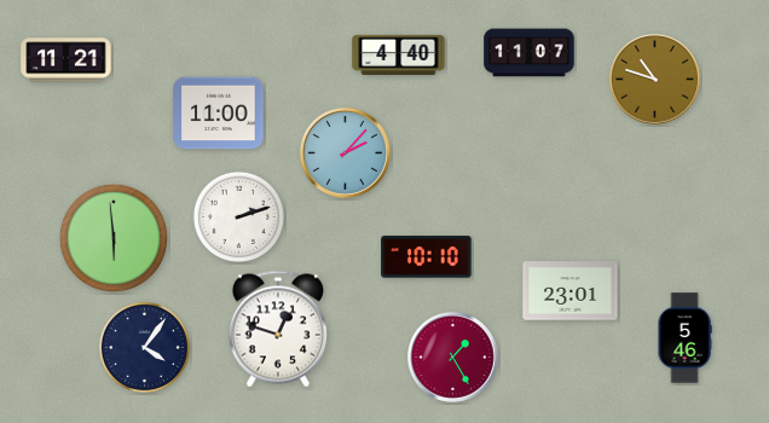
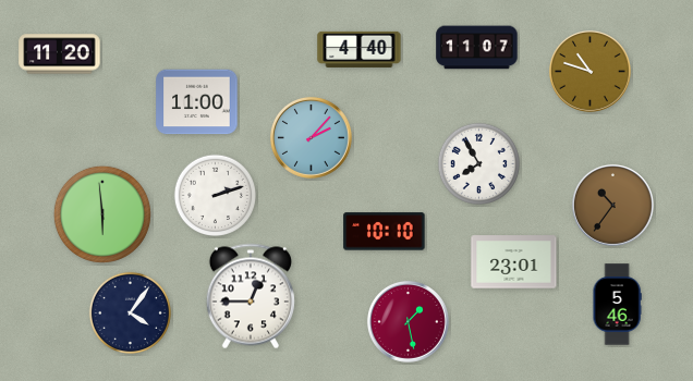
clock at (67, 60): 11:21 -> 11:20
clock at (479, 164): none -> 7:55
clock at (612, 205): none -> 10:36
clock at (278, 329): 12:48 -> 12:45
clock at (452, 357): 1:25 -> 1:28
